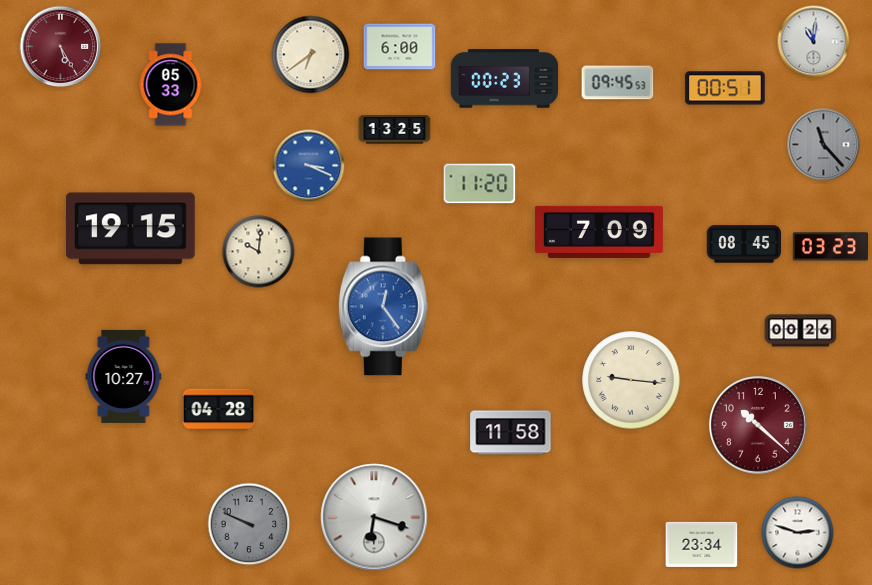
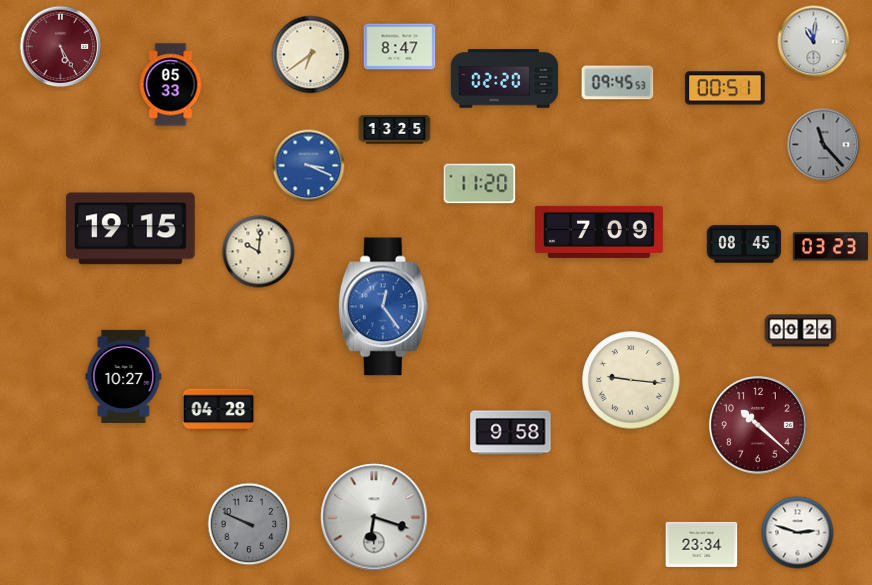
clock at (400, 47): 6:00 -> 8:47
clock at (505, 79): 00:23 -> 02:20
clock at (511, 433): 11:58 -> 9:58
